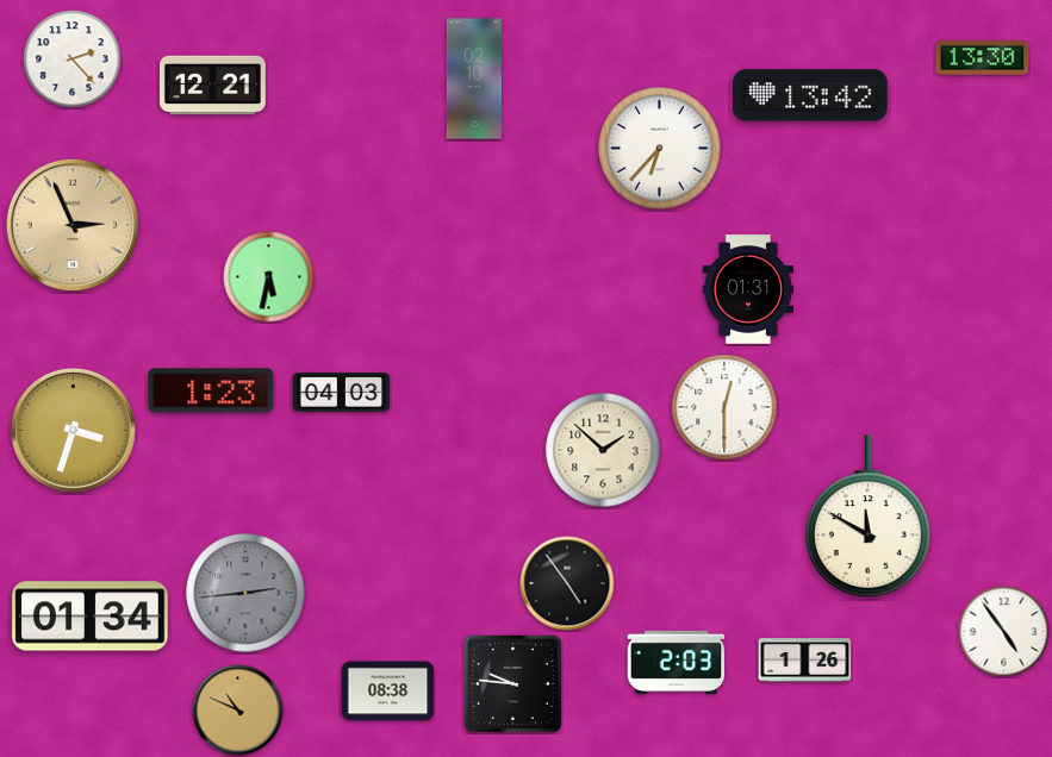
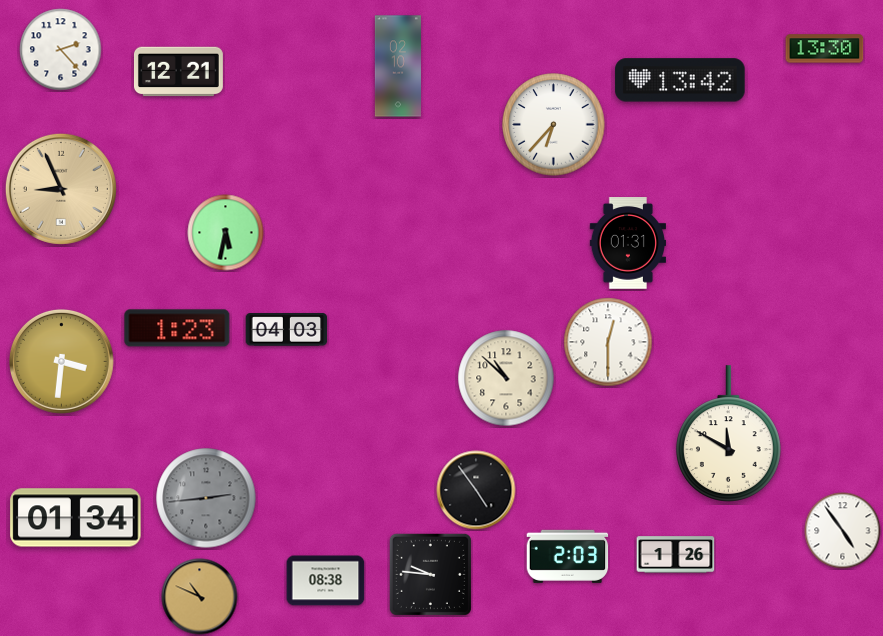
clock at (73, 225): 2:56 -> 8:56
clock at (73, 430): 3:33 -> 3:31
clock at (603, 450): 1:52 -> 10:52
